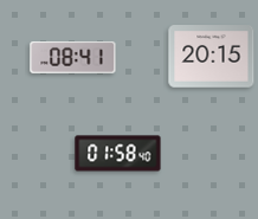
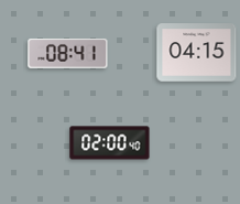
clock at (212, 57): 20:15 -> 04:15
clock at (118, 154): 01:58 -> 02:00
